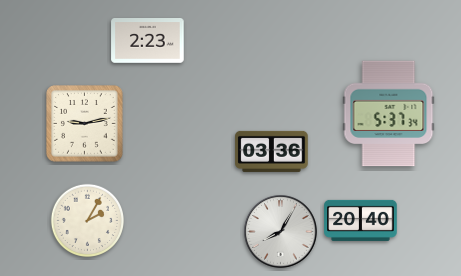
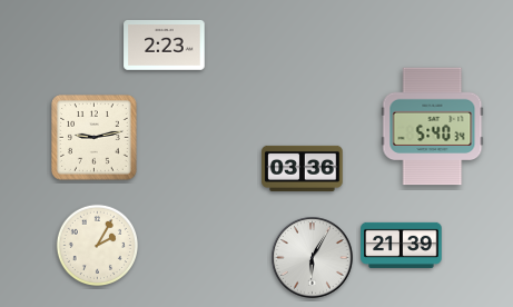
clock at (389, 114): 5:37 -> 5:40
clock at (361, 220): 20:40 -> 21:39
clock at (281, 232): 8:05 -> 6:05
